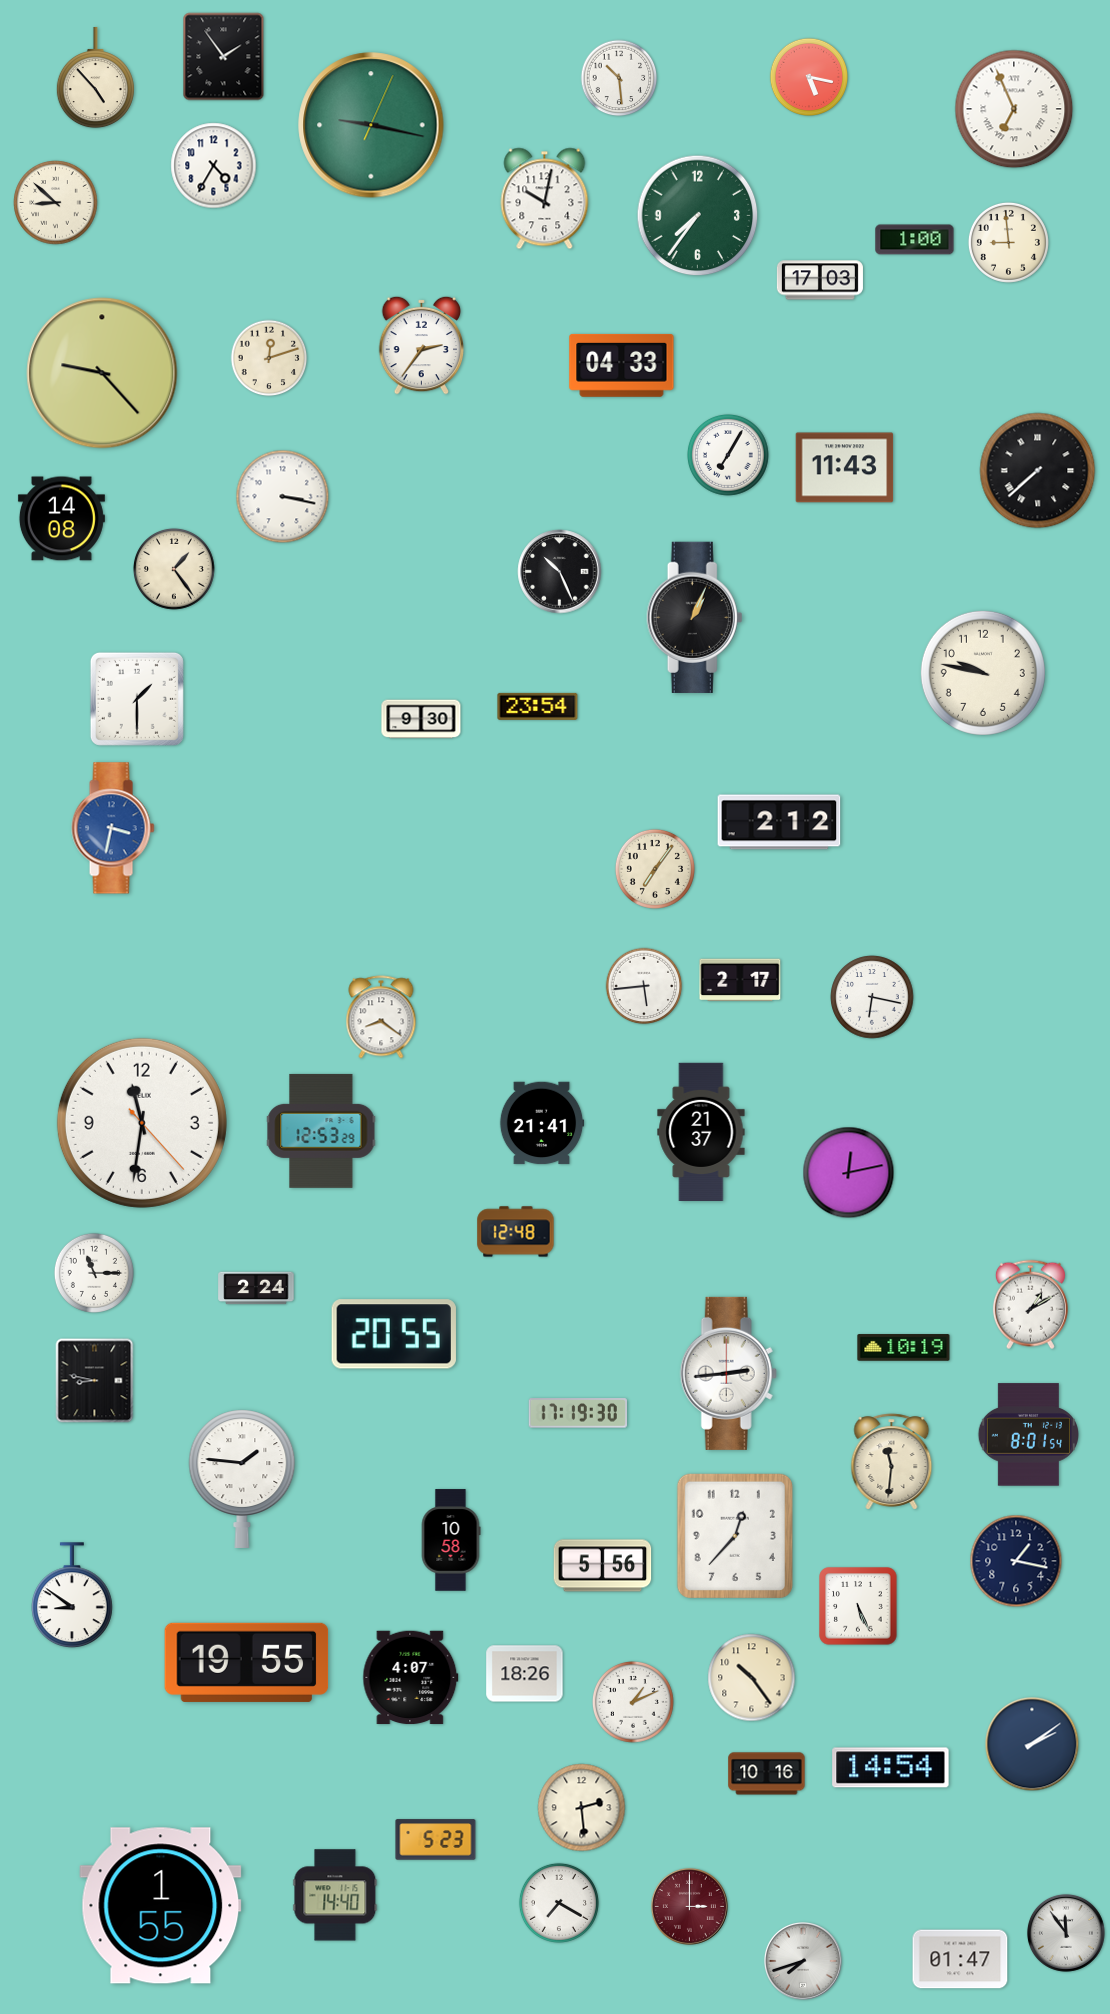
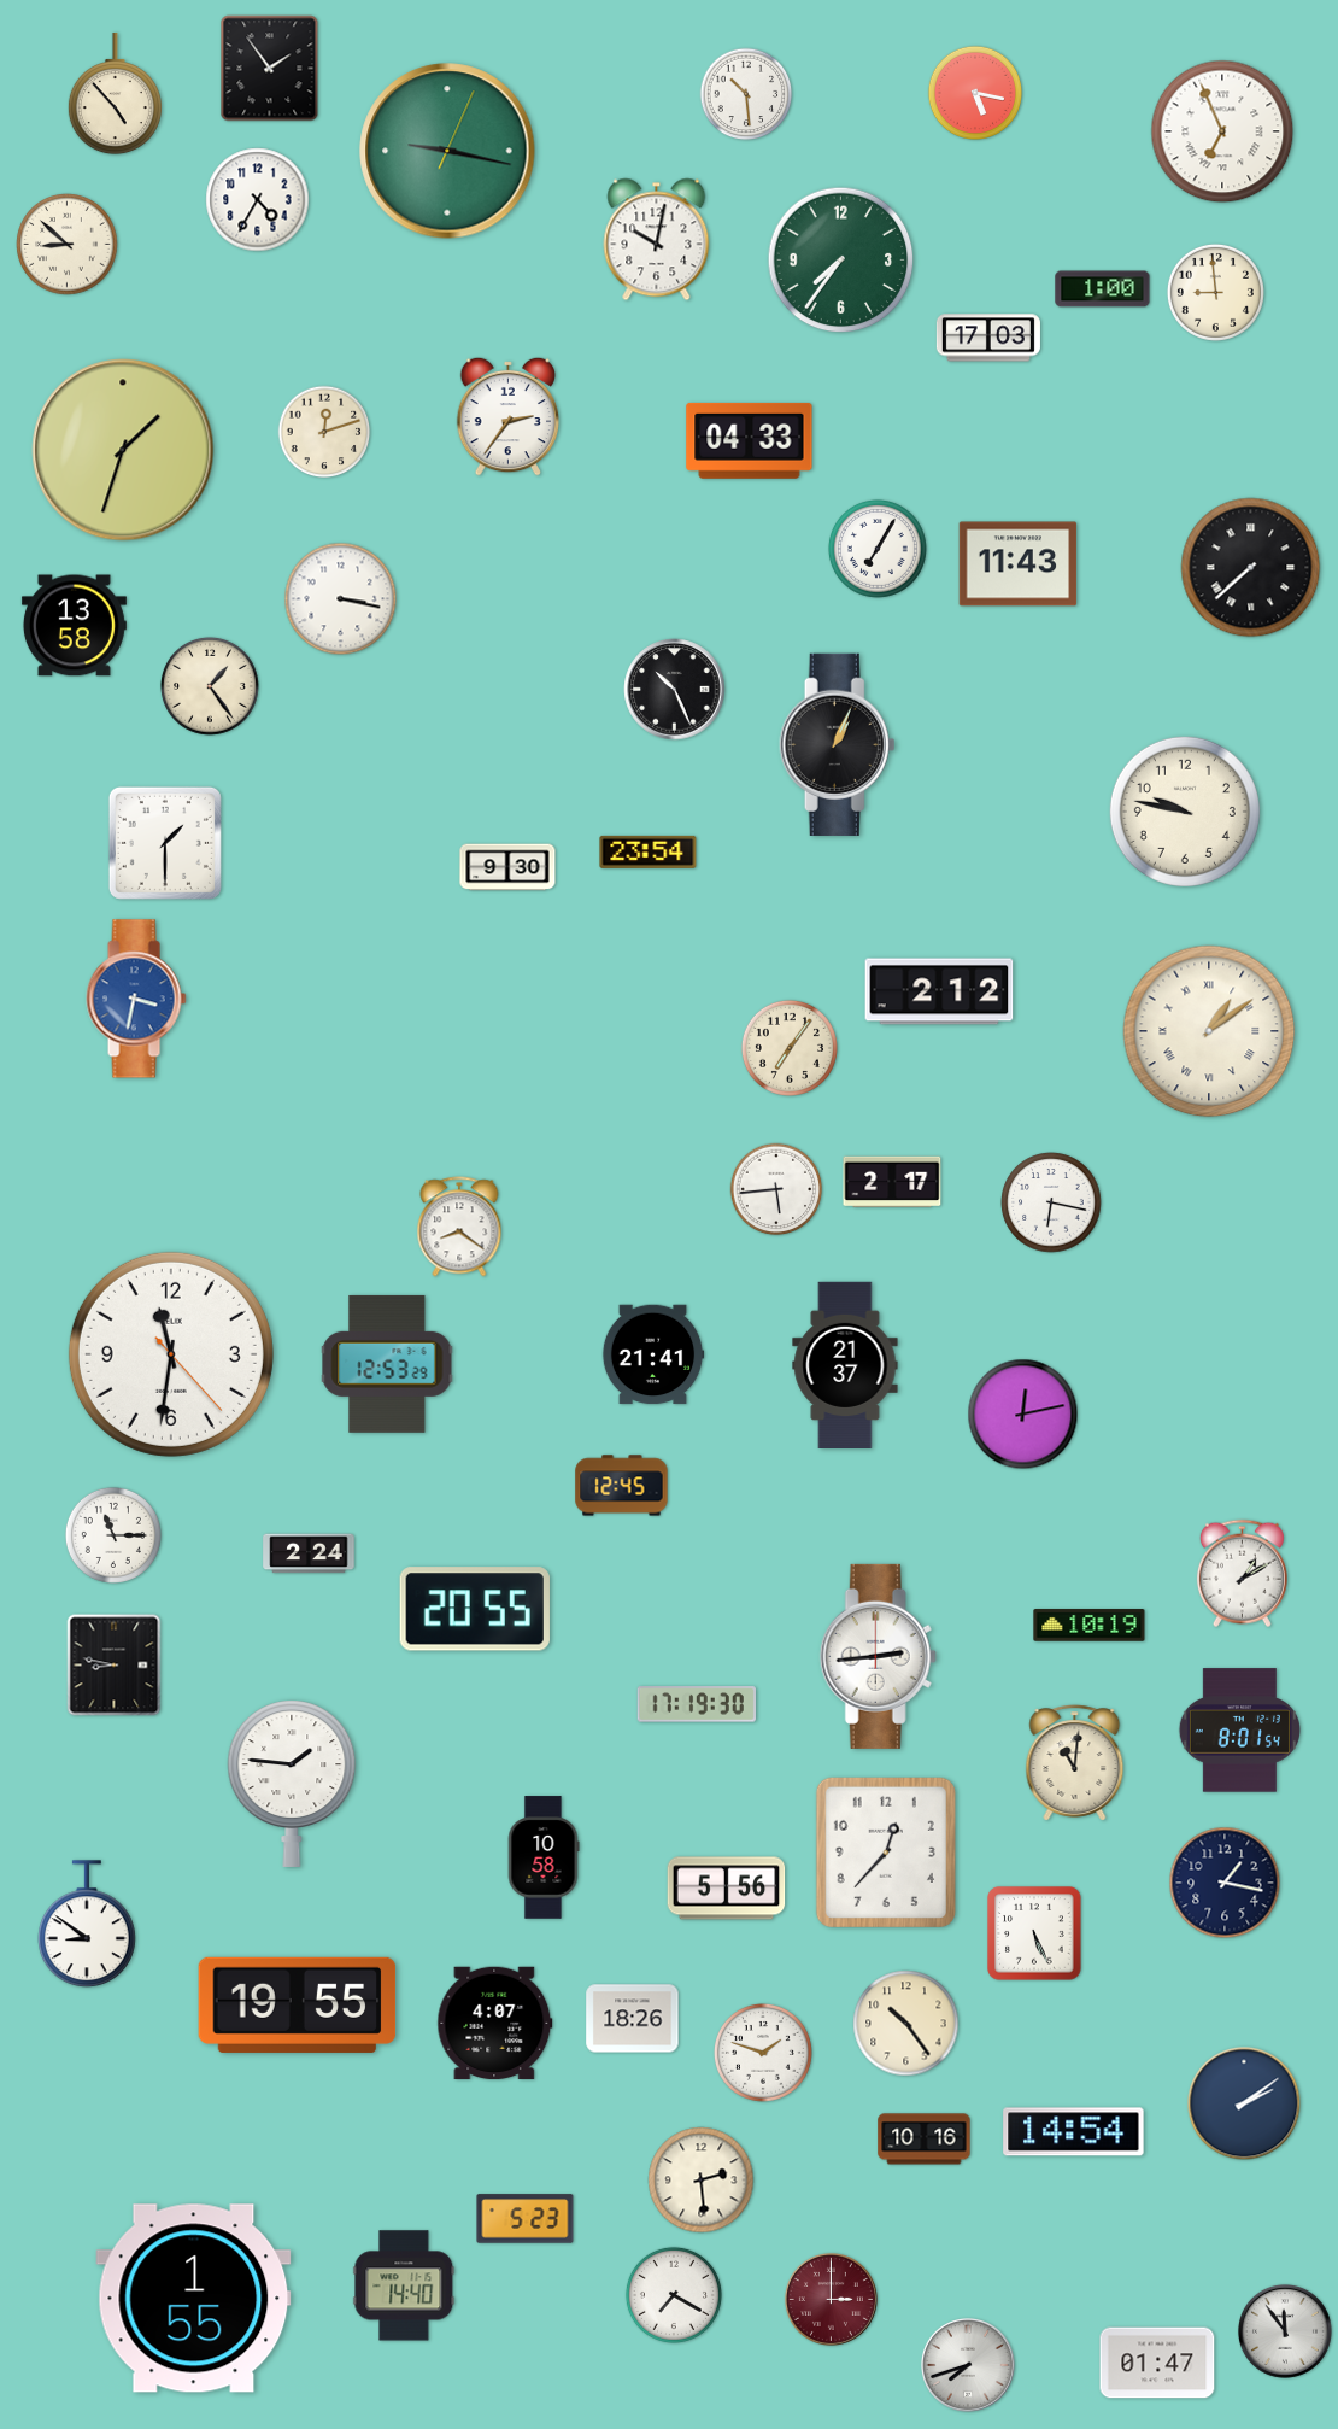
clock at (102, 373): 9:23 -> 1:33
clock at (61, 519): 14:08 -> 13:58
clock at (1209, 1031): none -> 1:09
clock at (516, 1232): 12:48 -> 12:45
clock at (892, 1462): 11:31 -> 11:01
clock at (858, 1606) position: (858, 1606) -> (1034, 1933)
clock at (633, 1702): 1:11 -> 1:48
